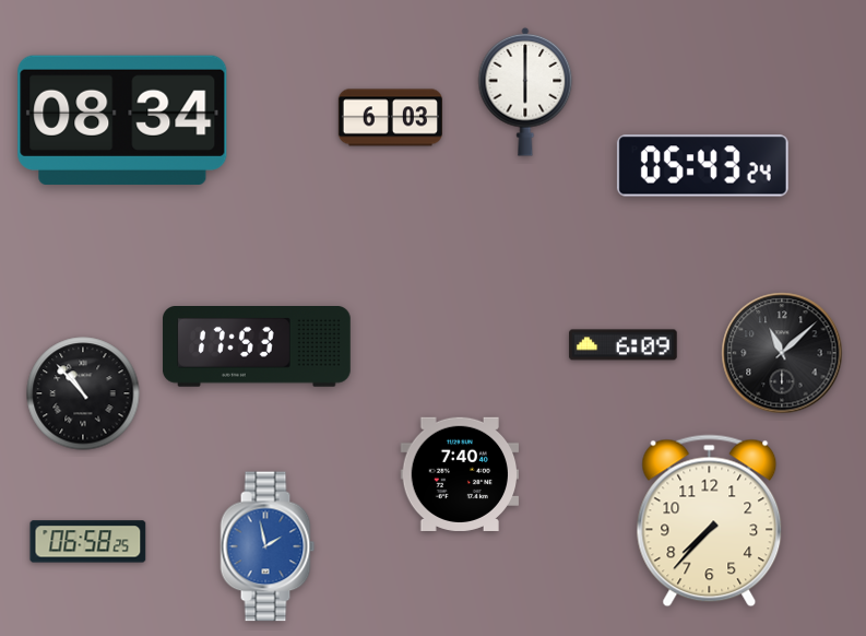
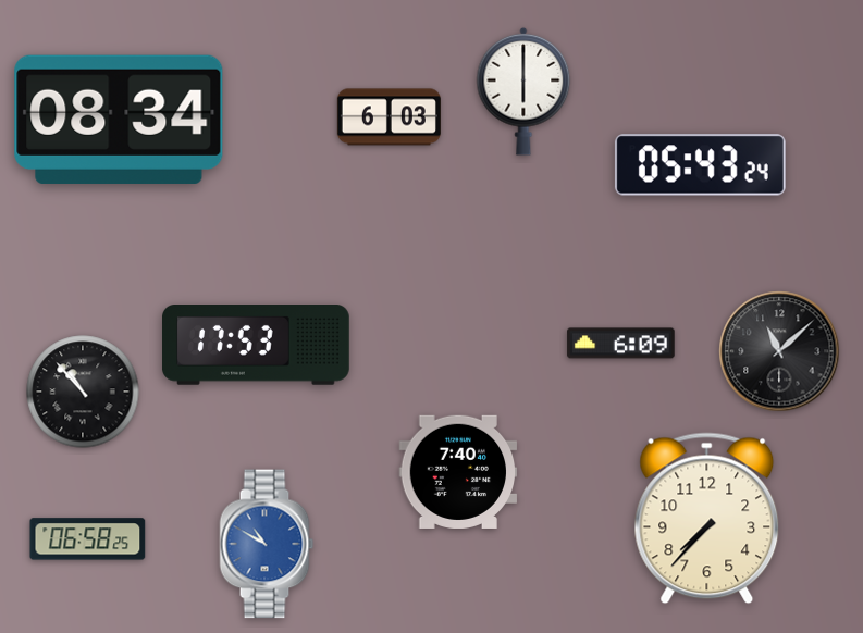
clock at (122, 120) position: (122, 120) -> (119, 120)
clock at (268, 546): 1:58 -> 10:50
